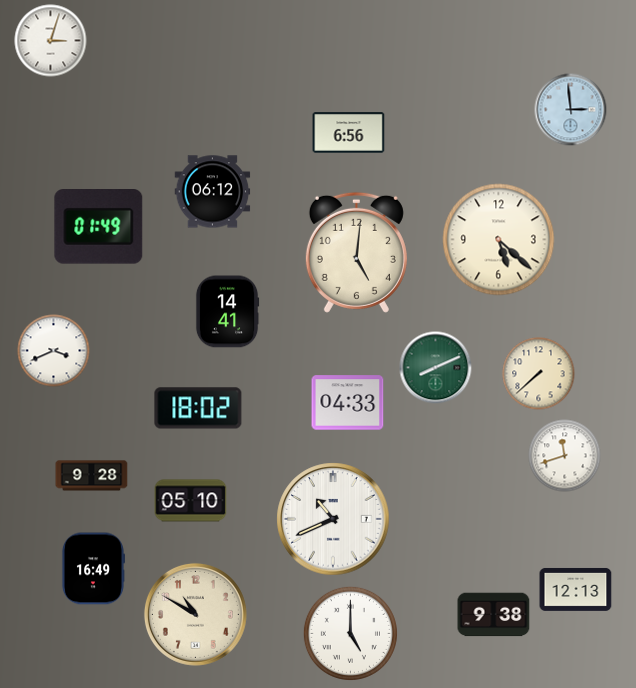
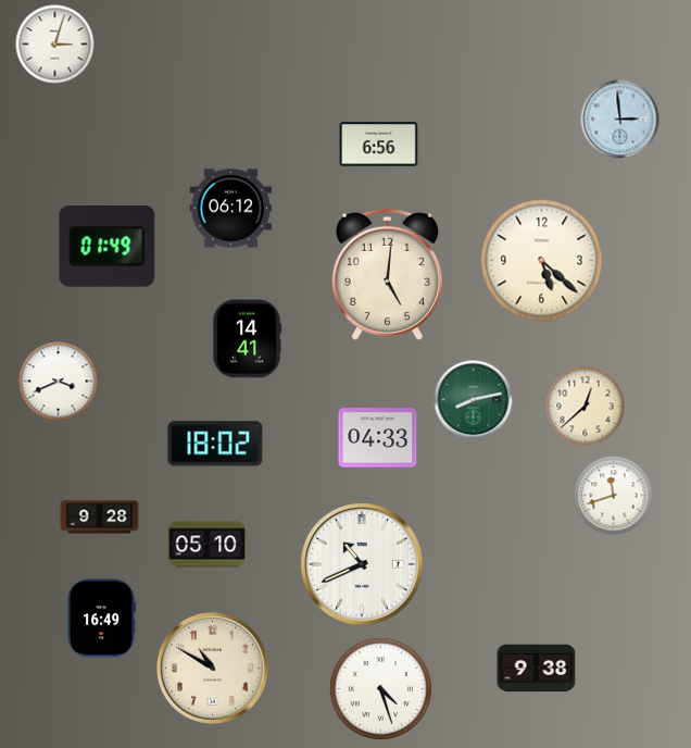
clock at (436, 368): 8:11 -> 8:13
clock at (539, 374): 7:38 -> 12:38
clock at (576, 589): 12:13 -> none
clock at (350, 633): 5:00 -> 4:27
